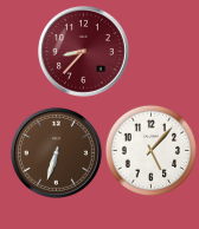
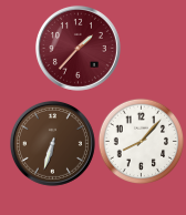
clock at (83, 51): 8:37 -> 1:37
clock at (150, 150): 5:07 -> 8:07
